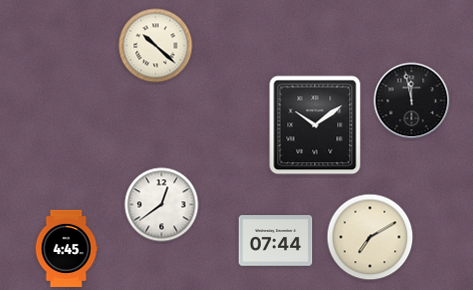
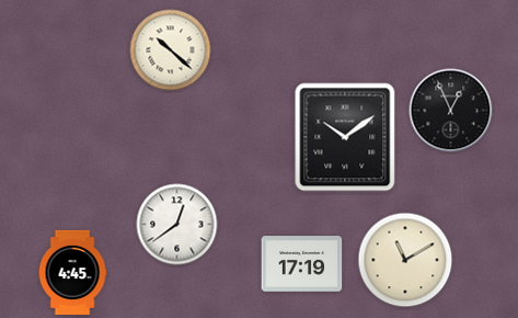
clock at (412, 101): 11:58 -> 12:56
clock at (370, 237): 7:10 -> 11:10
clock at (276, 241): 07:44 -> 17:19
